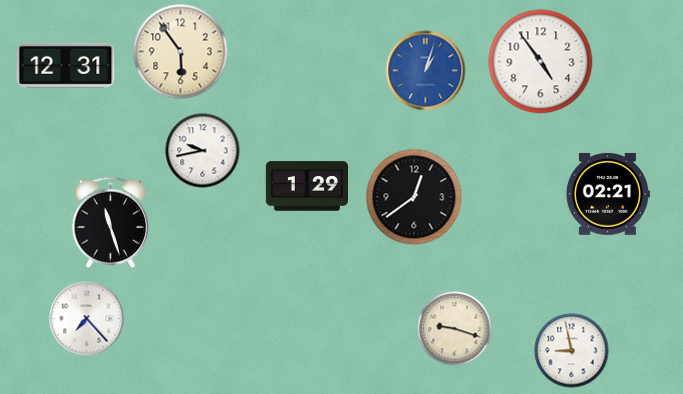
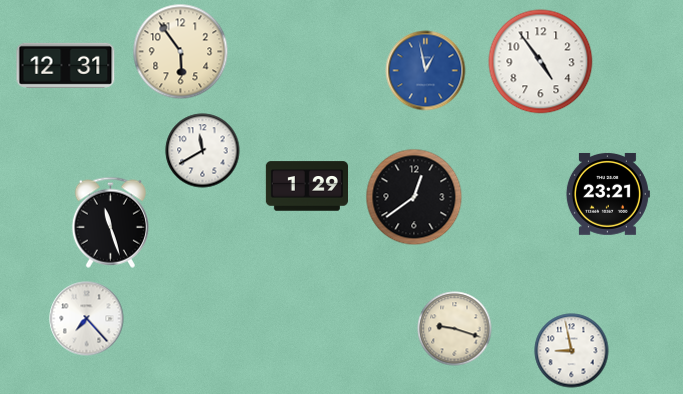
clock at (426, 71): 1:03 -> 12:58
clock at (203, 151): 9:43 -> 11:40
clock at (607, 194): 02:21 -> 23:21
